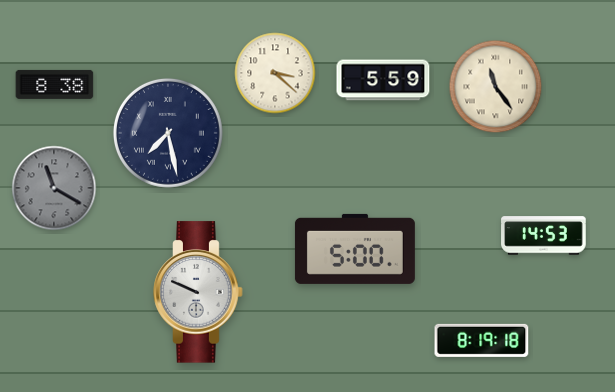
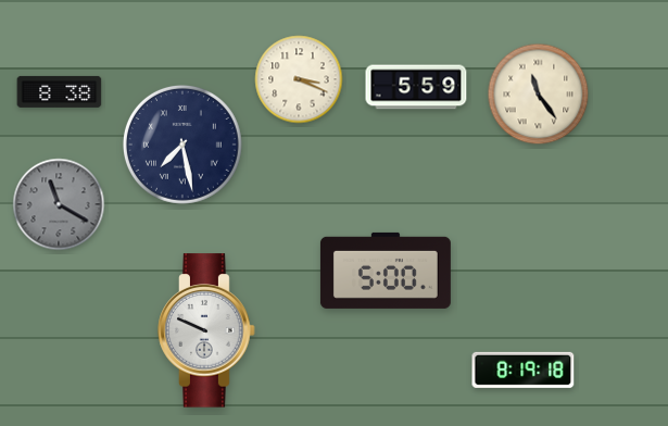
clock at (275, 73): 3:22 -> 3:19
clock at (544, 236): 14:53 -> none
clock at (198, 292) position: (198, 292) -> (206, 330)
